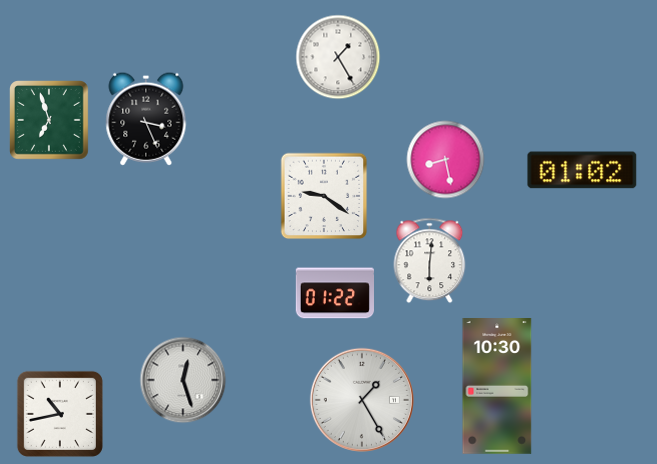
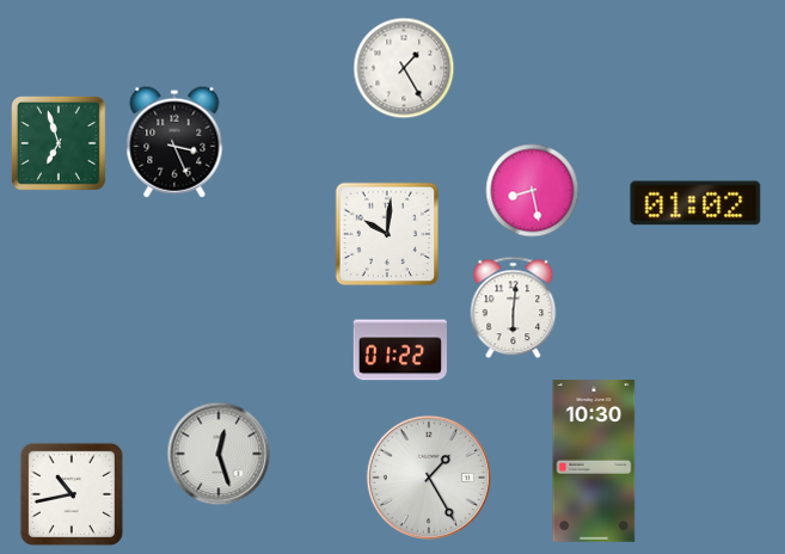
clock at (324, 196): 9:21 -> 10:01
clock at (430, 261) position: (430, 261) -> (514, 308)
clock at (362, 400) position: (362, 400) -> (429, 478)
